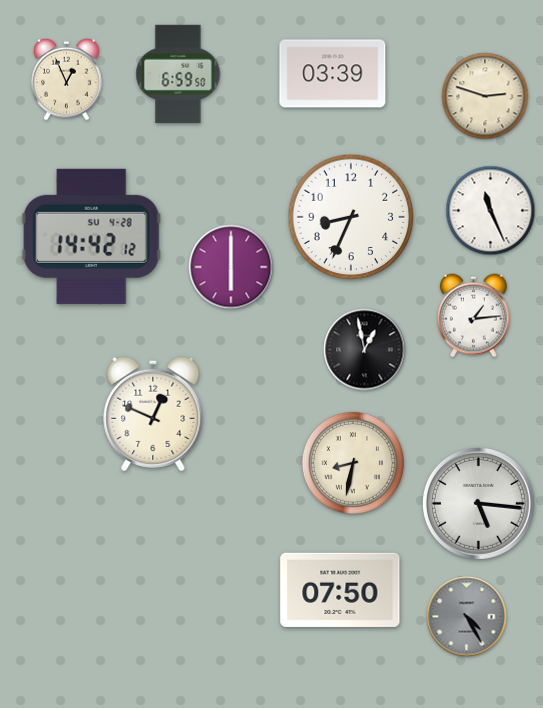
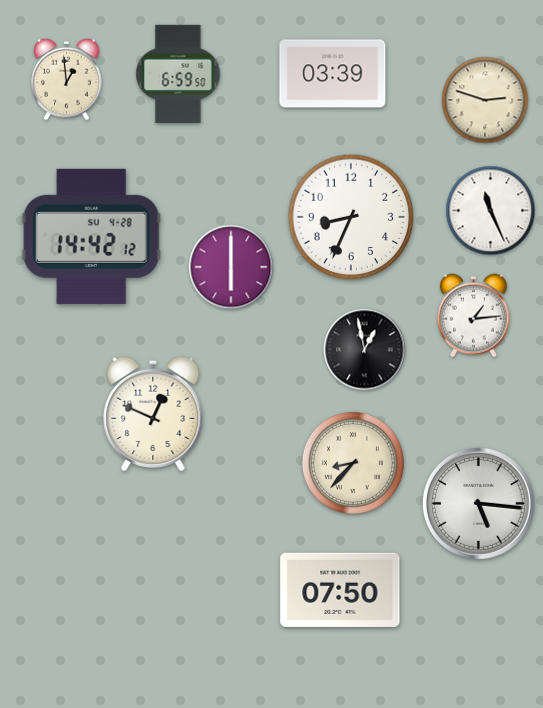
clock at (67, 79): 12:56 -> 12:59
clock at (485, 96) position: (485, 96) -> (485, 100)
clock at (353, 463): 8:32 -> 8:37
clock at (467, 617): 4:25 -> none
